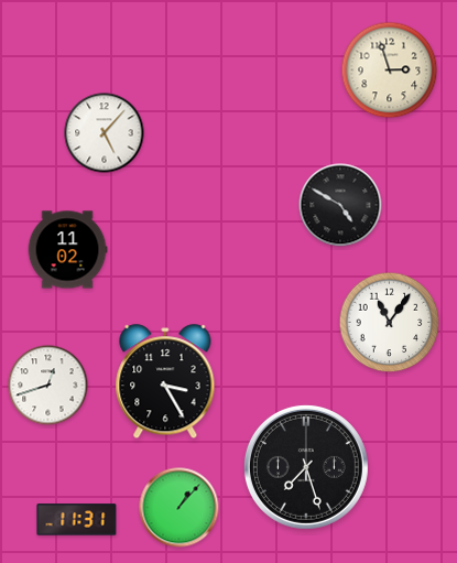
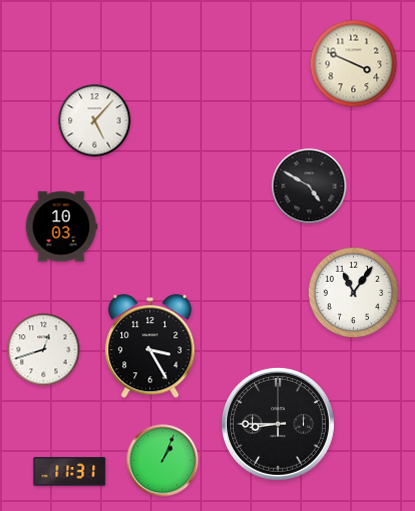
clock at (390, 71): 2:57 -> 3:49
clock at (67, 250): 11:02 -> 10:03
clock at (306, 467): 7:27 -> 8:45
clock at (179, 508): 1:07 -> 1:04
